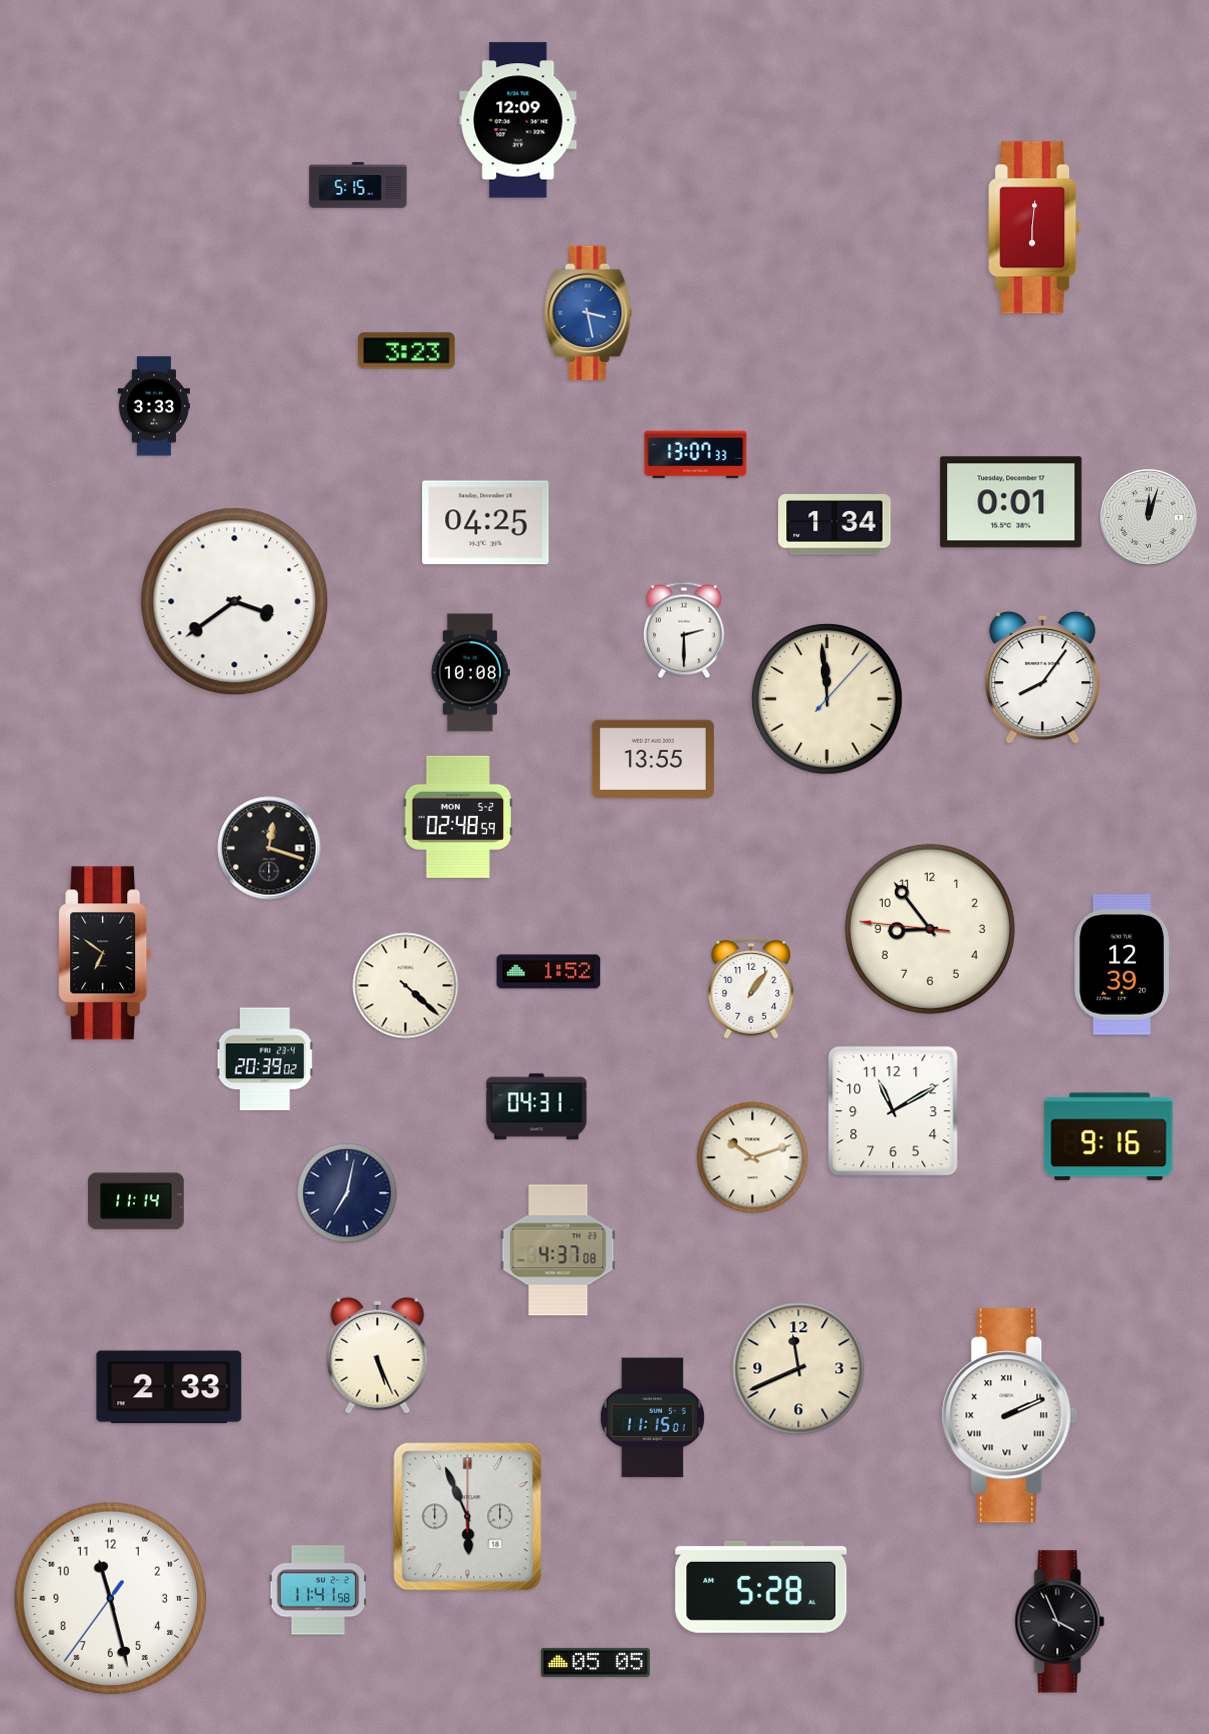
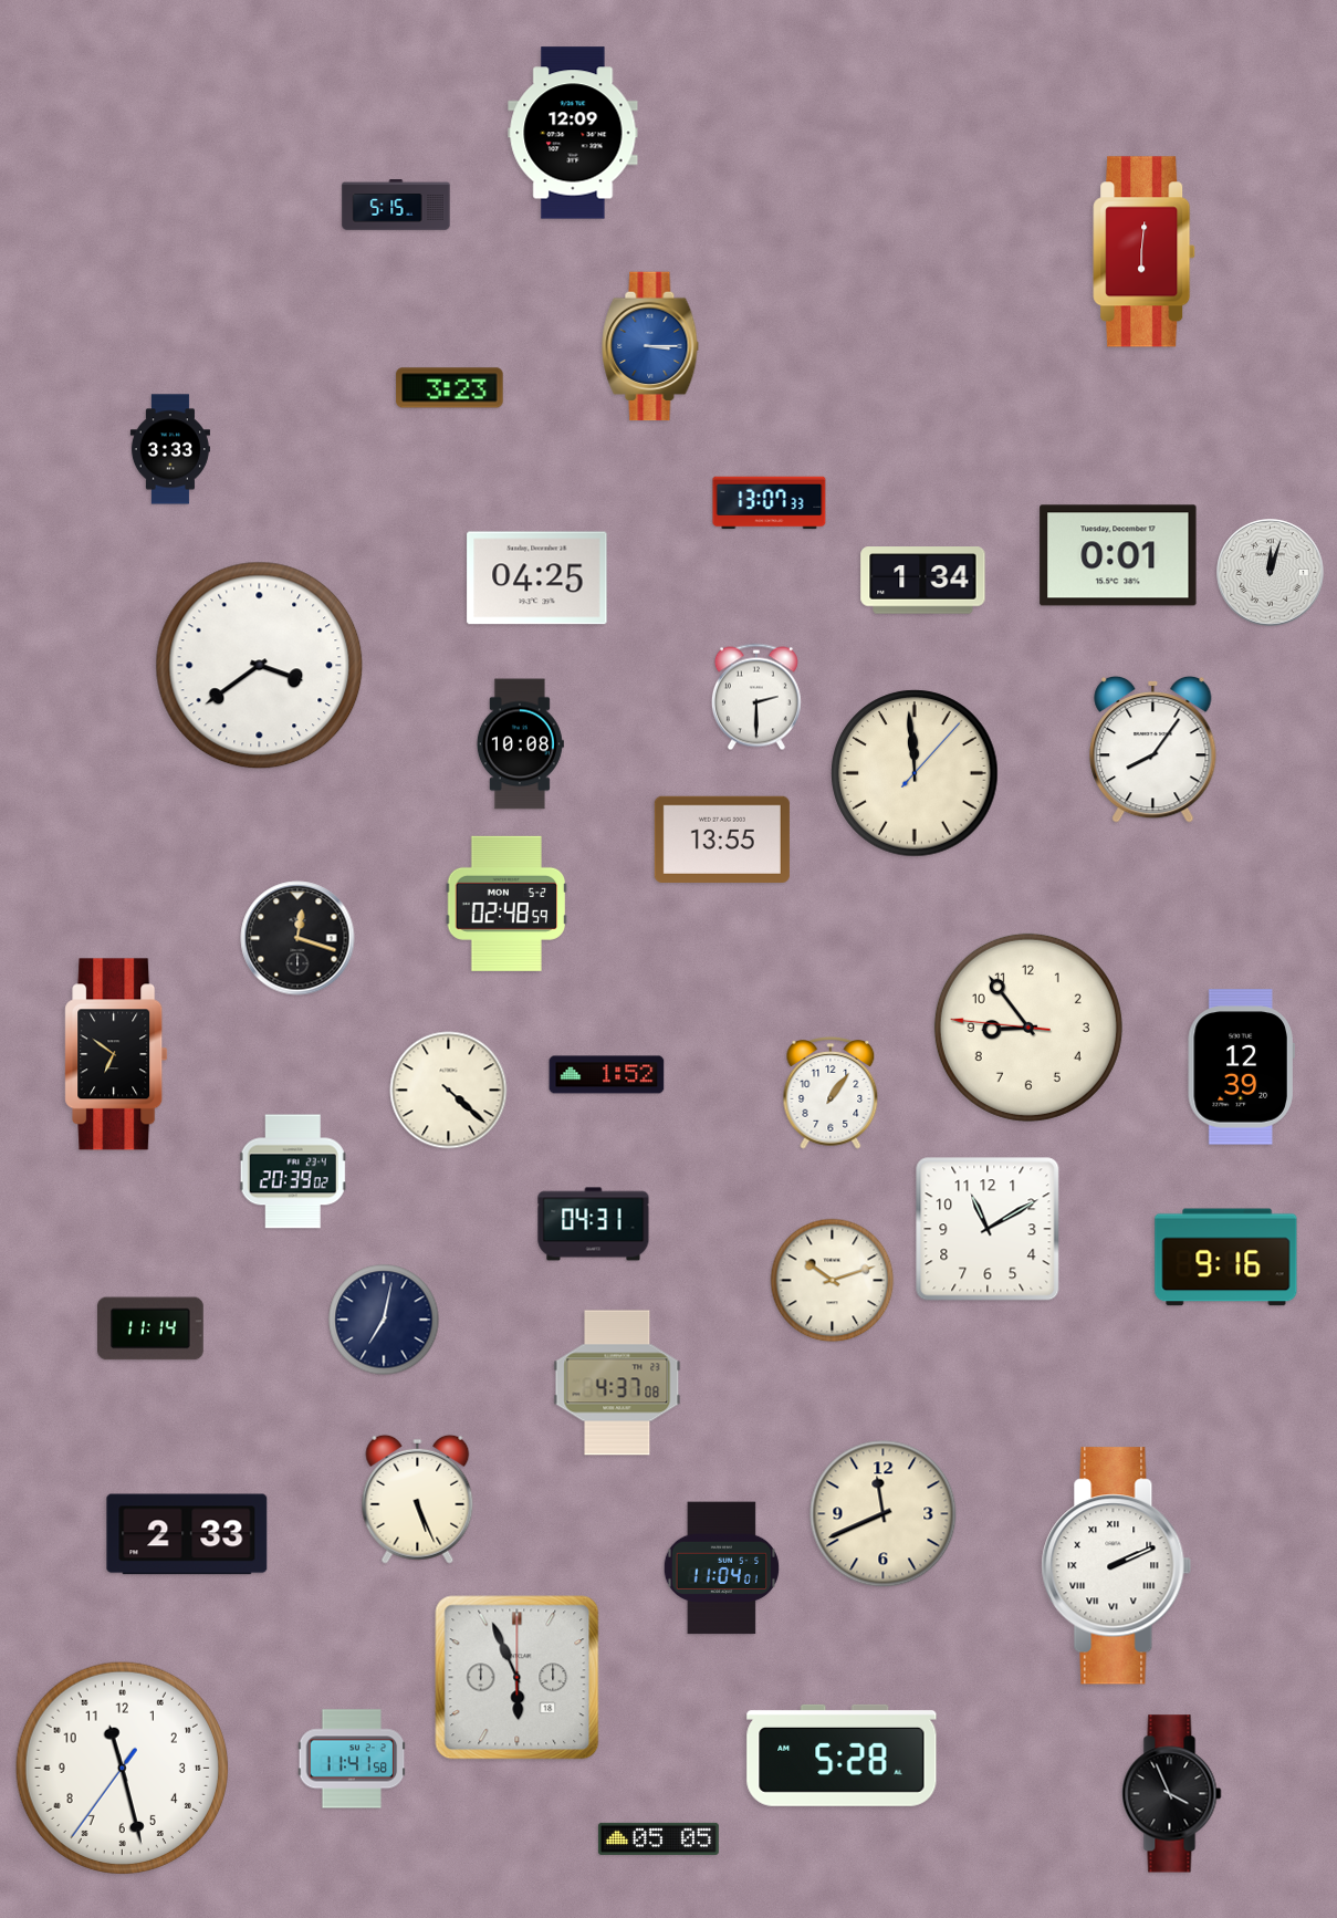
clock at (588, 313): 3:28 -> 3:15
clock at (652, 1418): 11:15 -> 11:04
